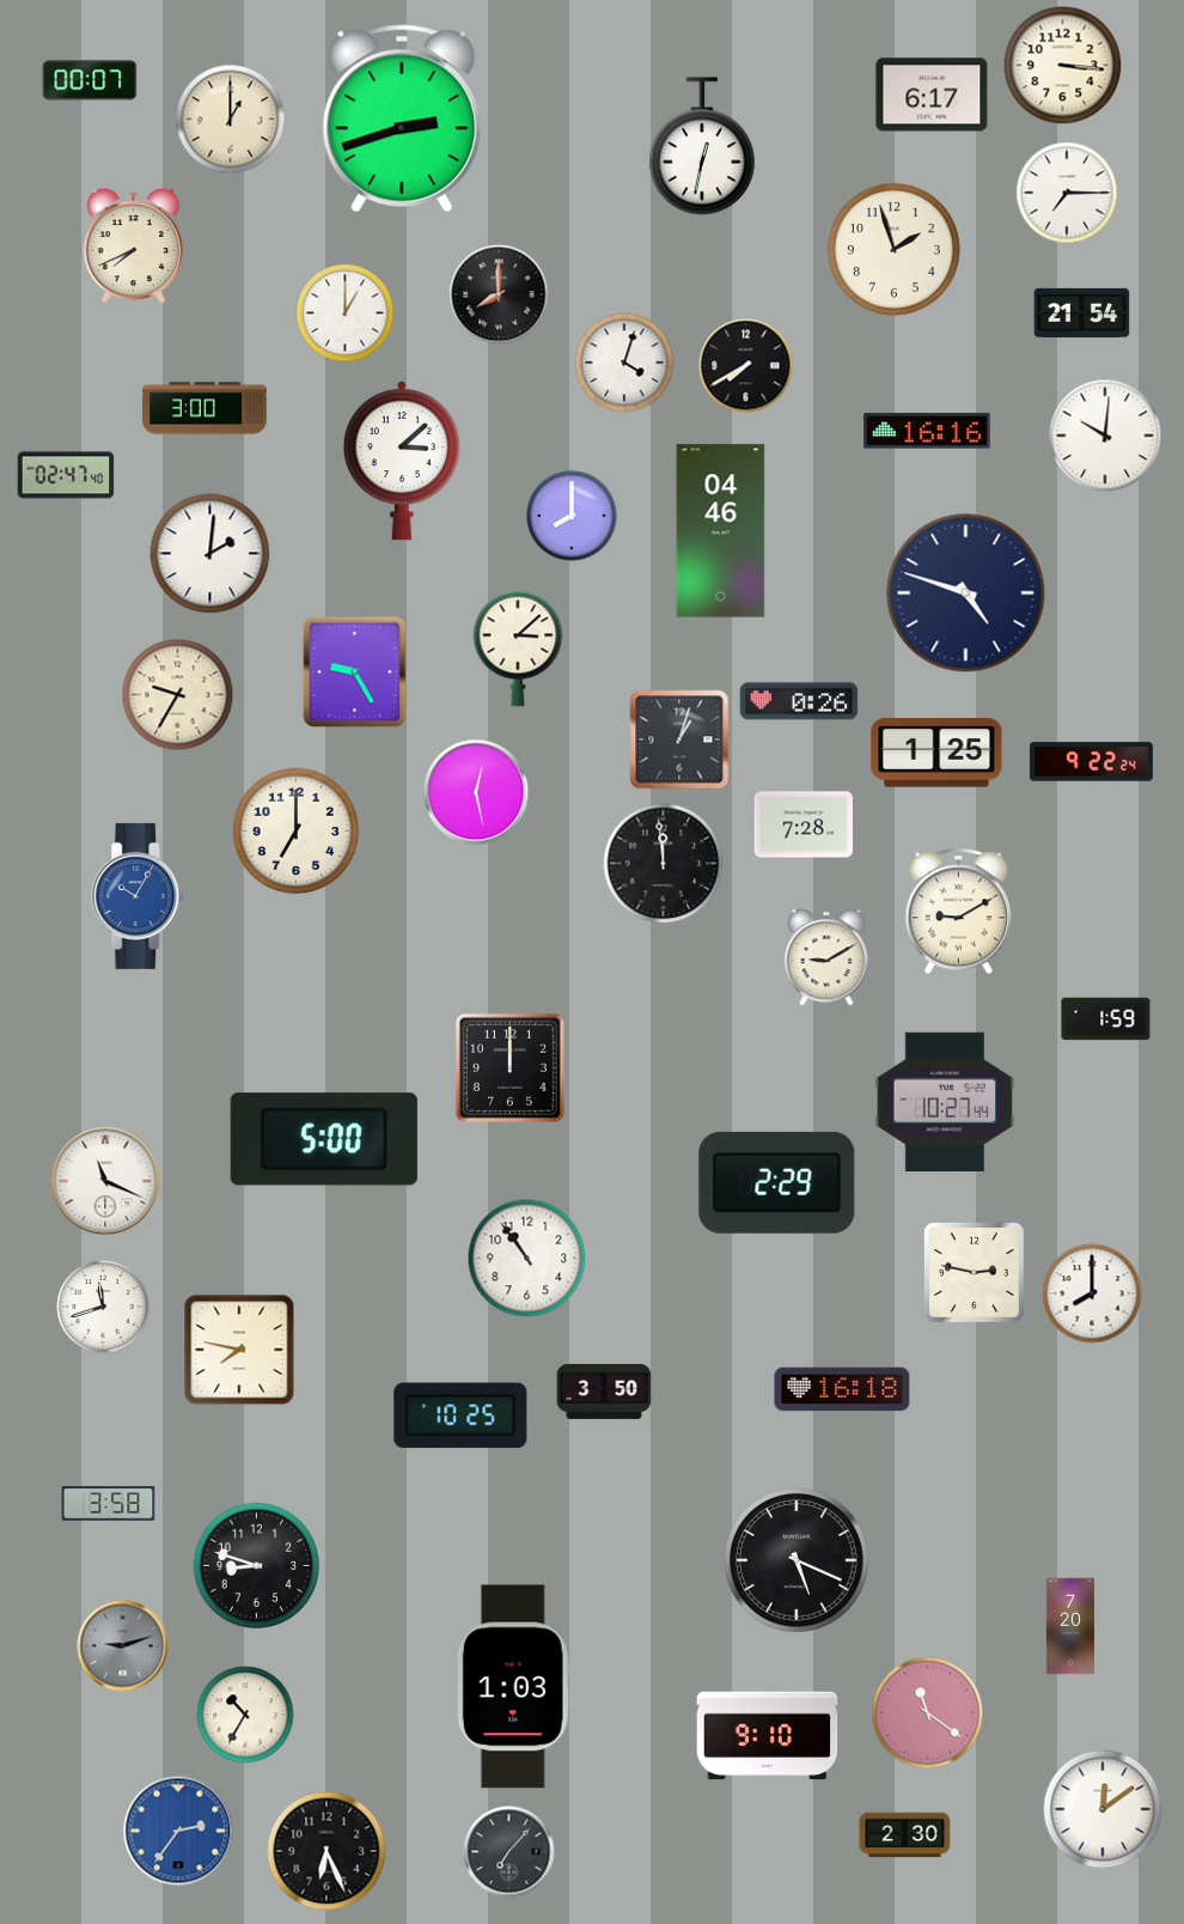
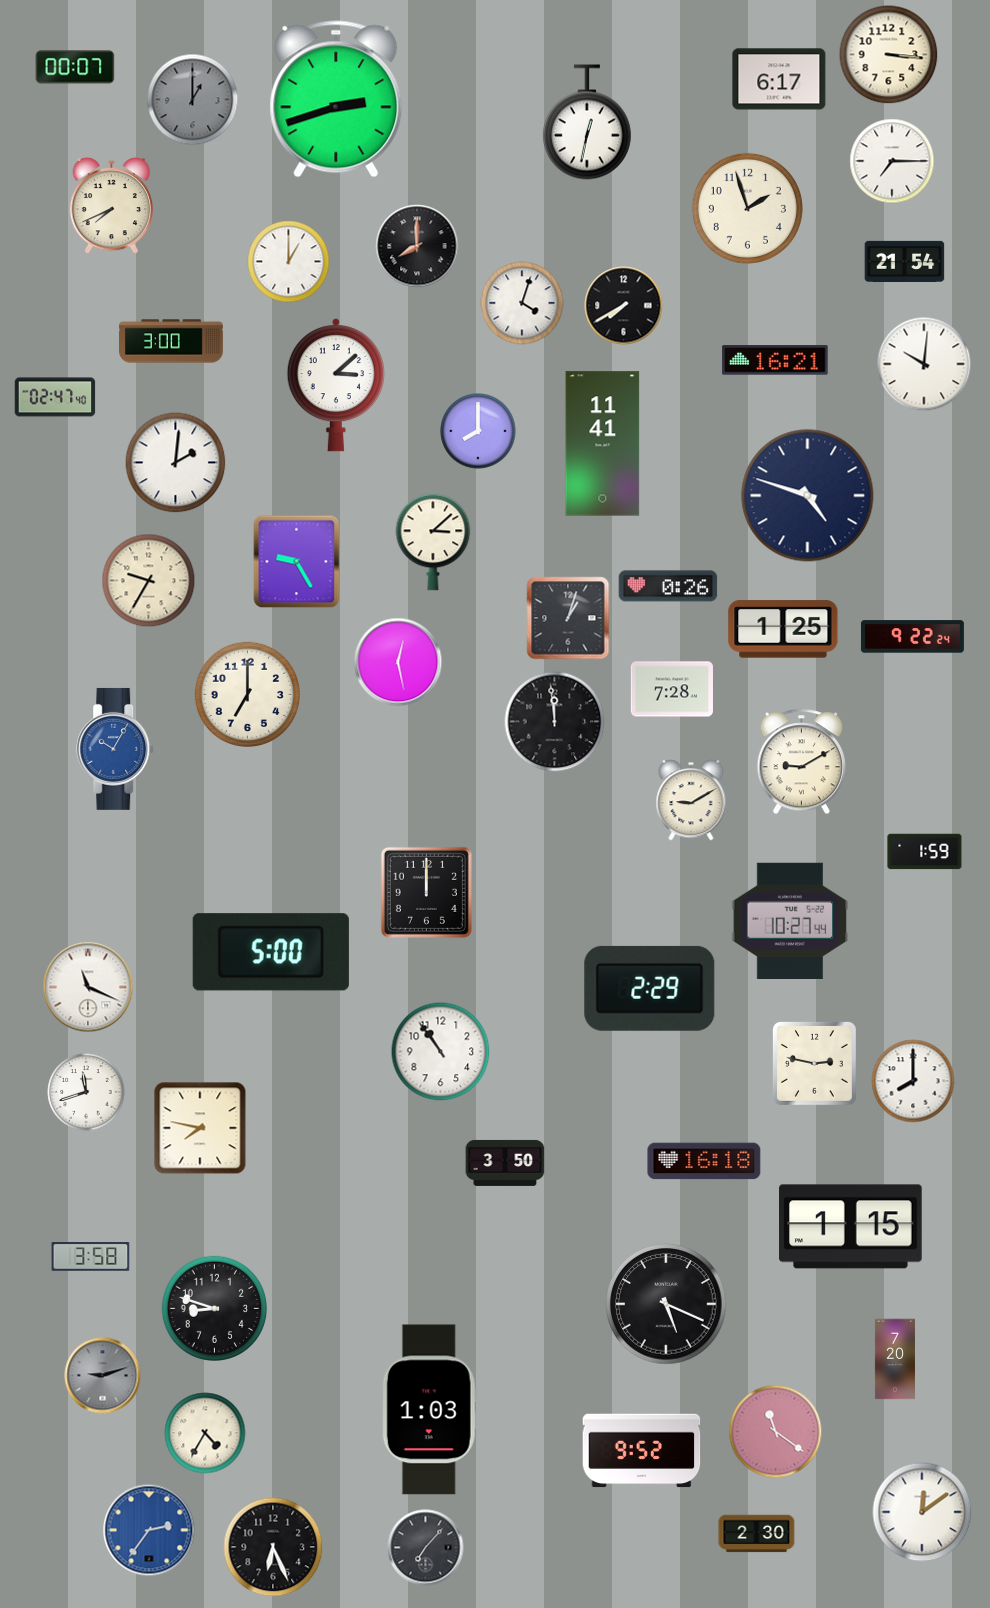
clock at (231, 120) dial: cream -> grey
clock at (927, 431): 16:16 -> 16:21
clock at (721, 531): 04:46 -> 11:41
clock at (460, 1415): 10:25 -> none
clock at (851, 1227): none -> 1:15
clock at (245, 1715): 10:35 -> 4:35
clock at (768, 1736): 9:10 -> 9:52
